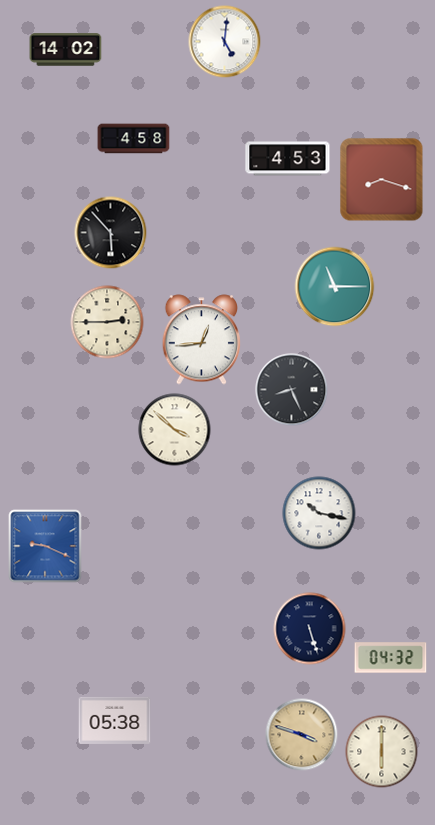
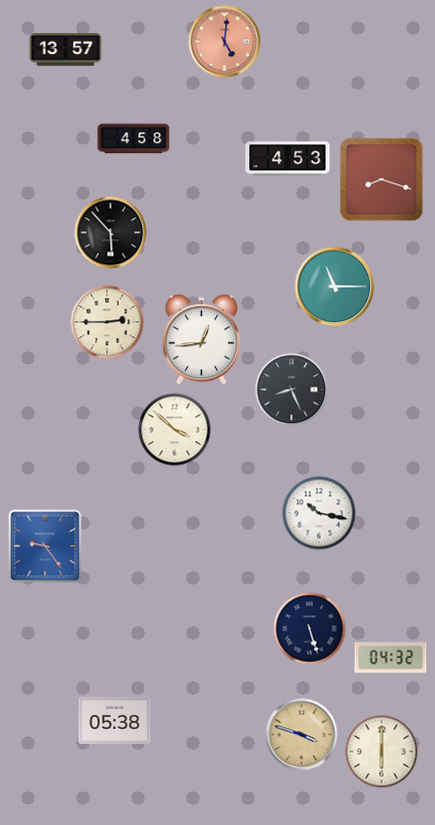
clock at (225, 42) dial: white -> salmon
clock at (66, 50): 14:02 -> 13:57
clock at (45, 546): 9:19 -> 9:24
